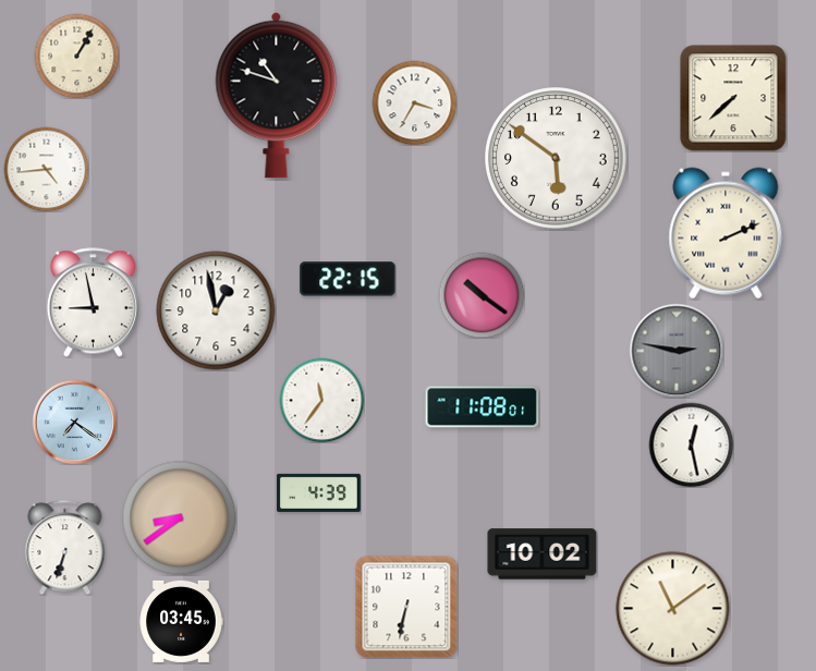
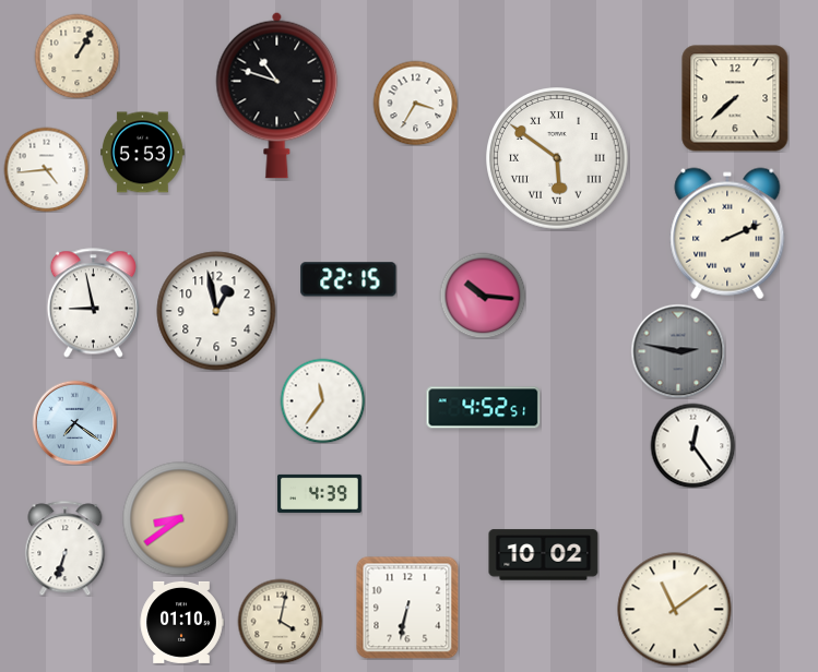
clock at (143, 153): none -> 5:53
clock at (557, 159) numerals: Arabic -> Roman
clock at (482, 295): 10:21 -> 10:16
clock at (483, 407): 11:08 -> 4:52
clock at (691, 444): 12:28 -> 12:24
clock at (280, 621): none -> 4:02
clock at (181, 621): 03:45 -> 01:10
